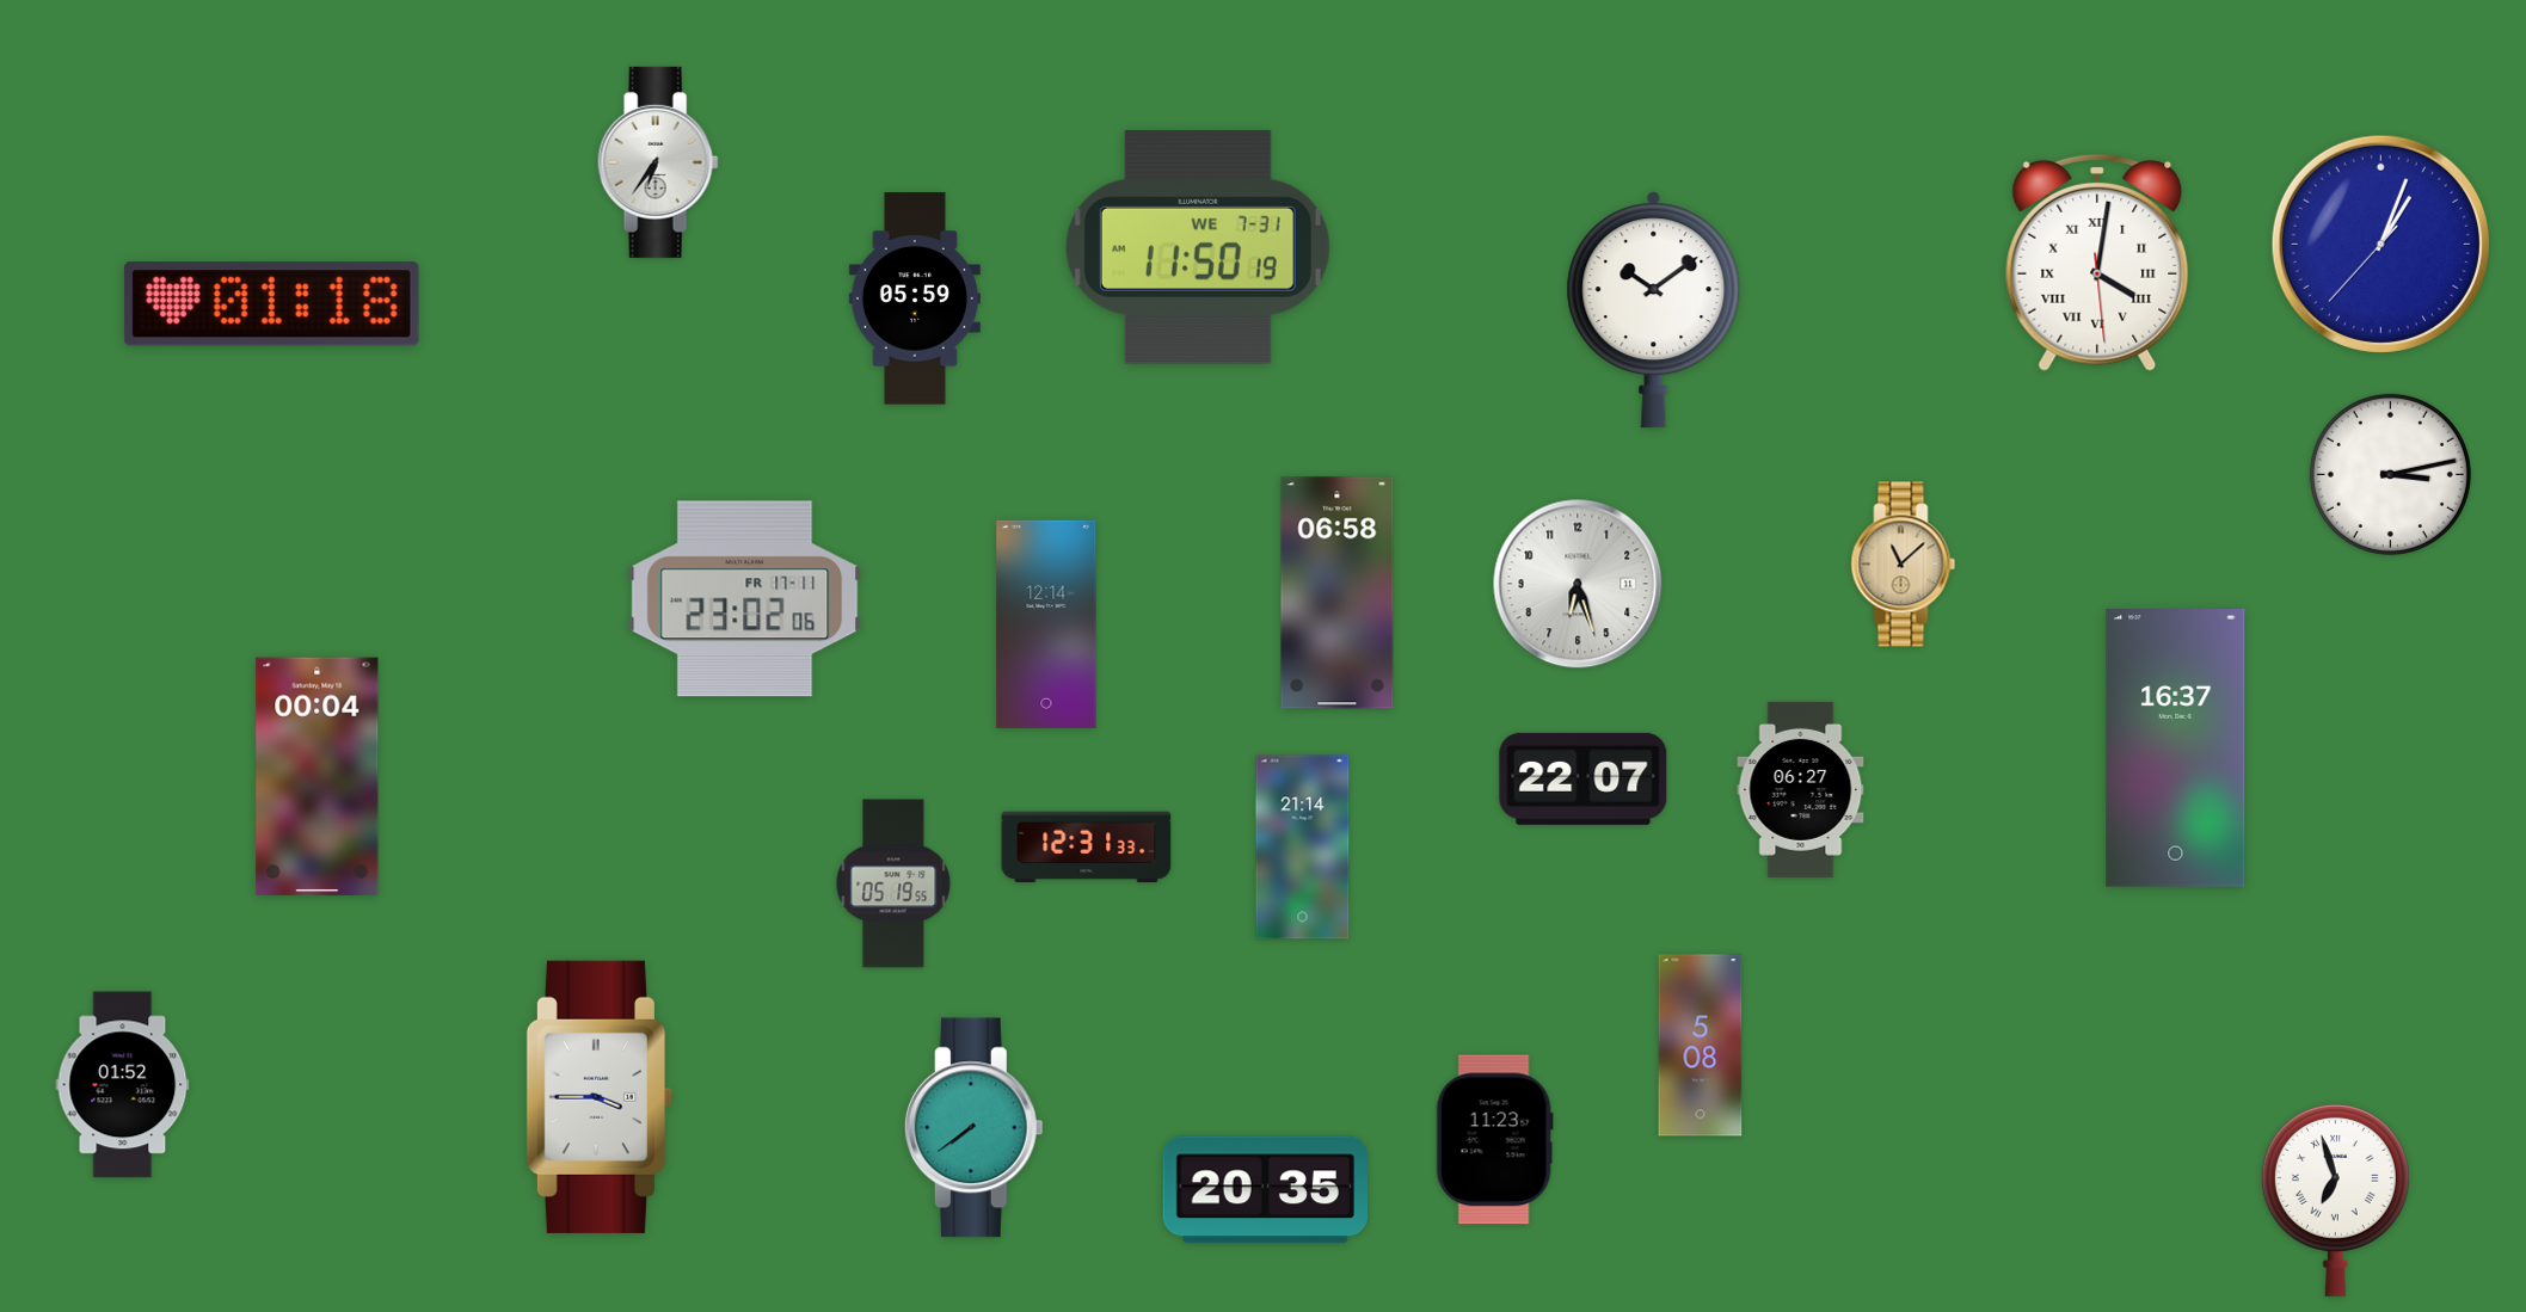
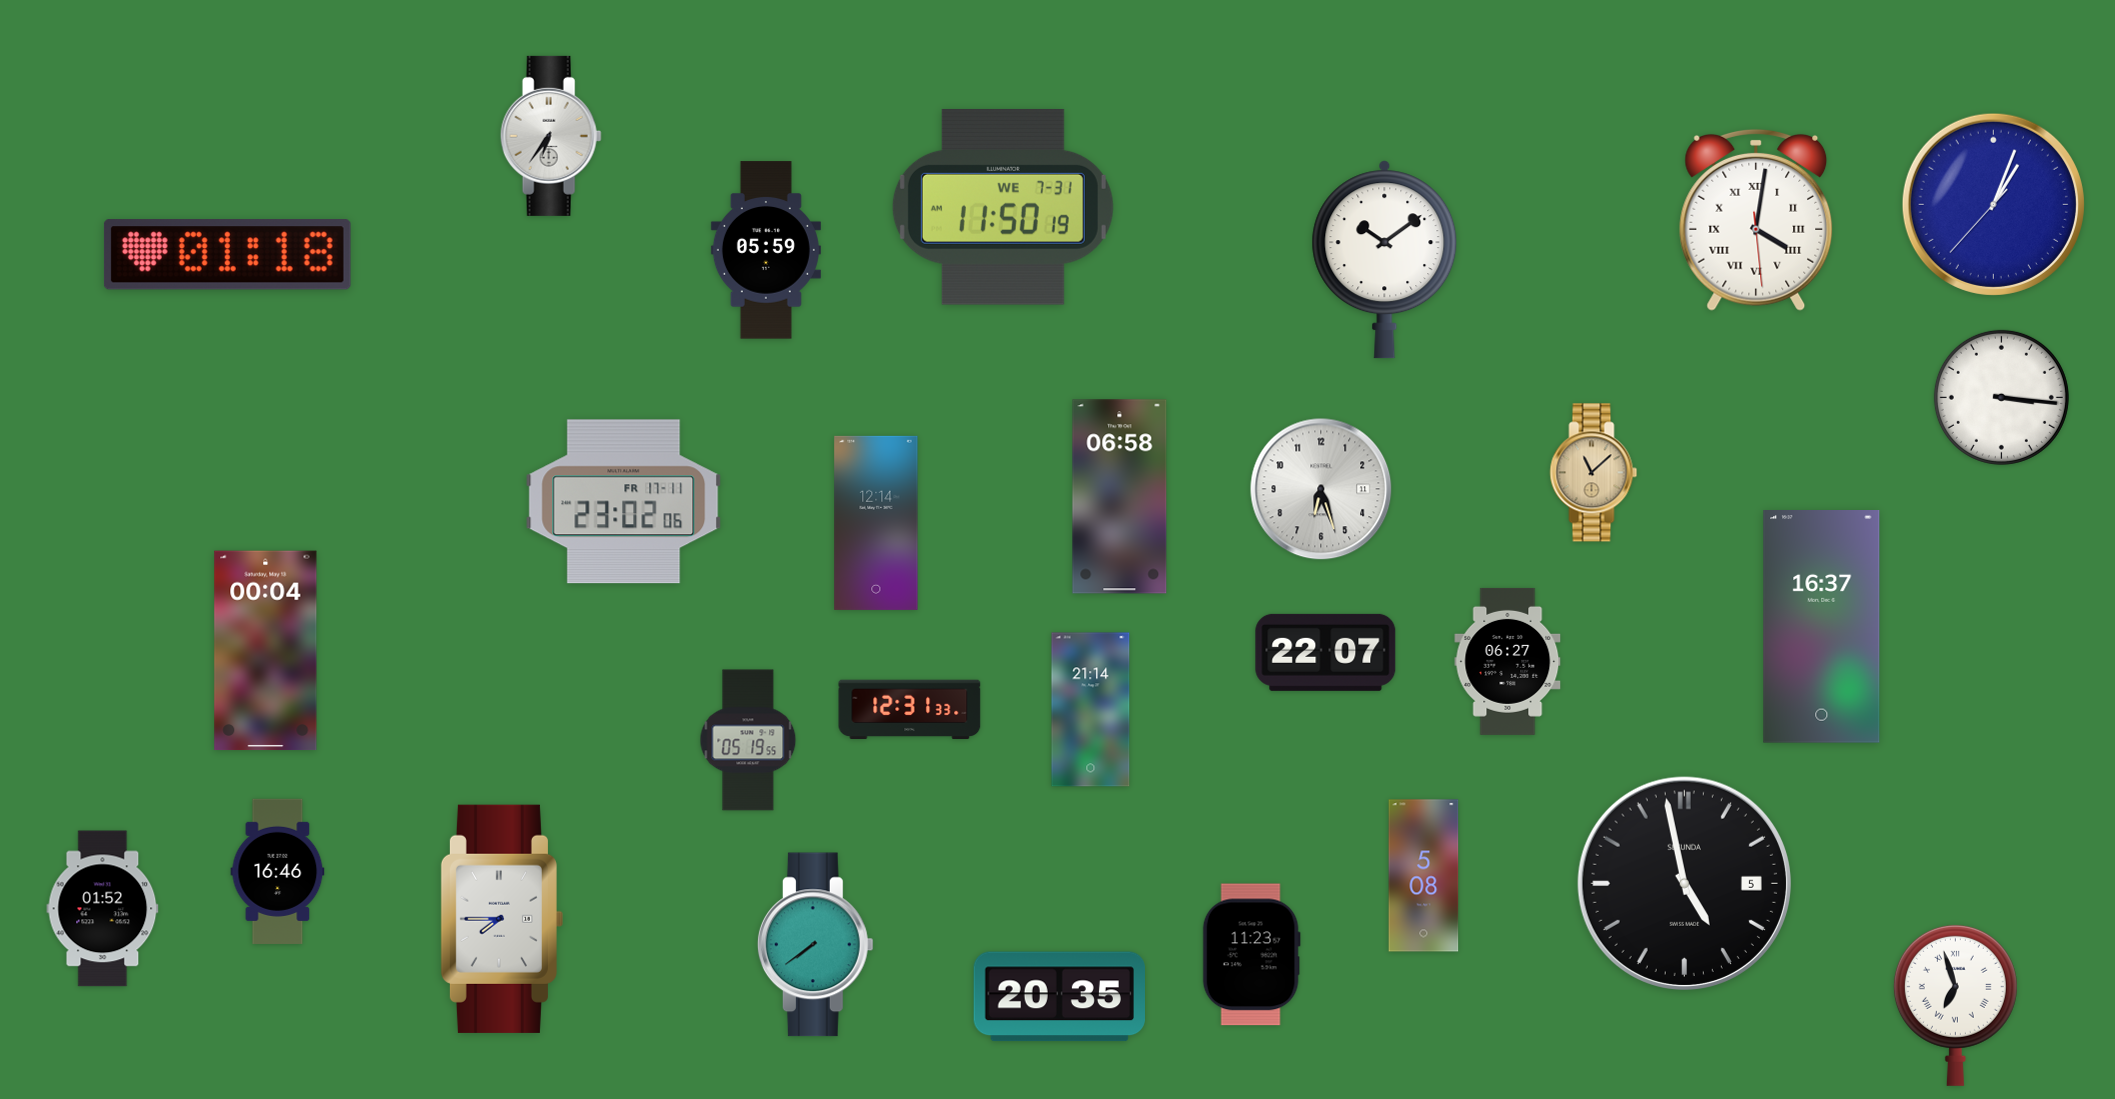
clock at (2390, 474): 3:13 -> 3:16
clock at (278, 871): none -> 16:46
clock at (1684, 883): none -> 4:58
clock at (600, 1097): 3:45 -> 7:45
